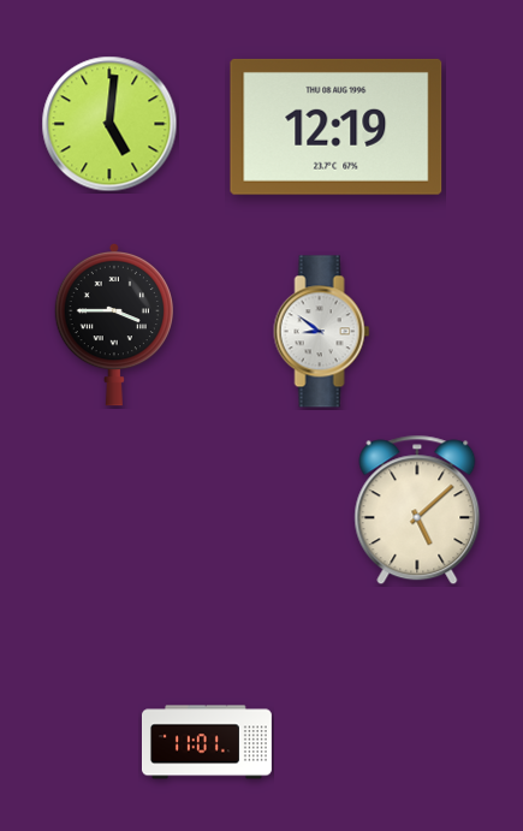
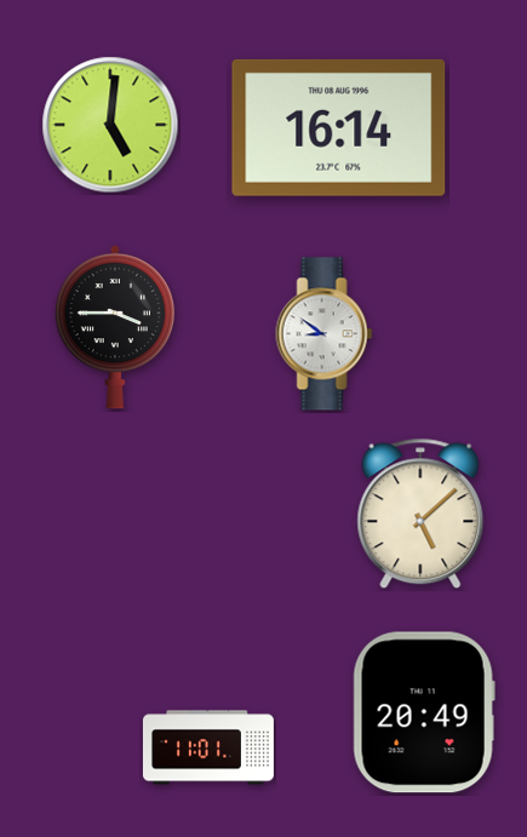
clock at (337, 126): 12:19 -> 16:14
clock at (424, 712): none -> 20:49
